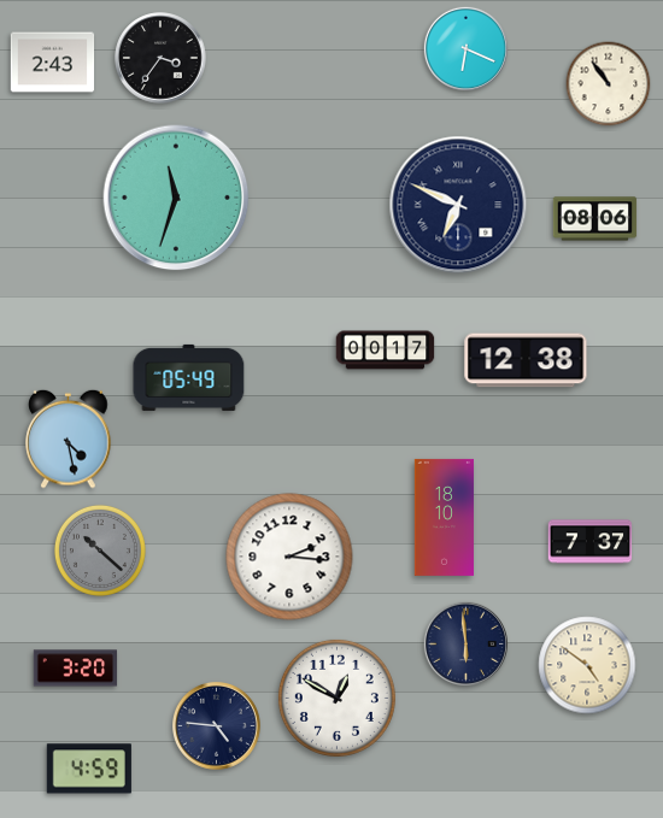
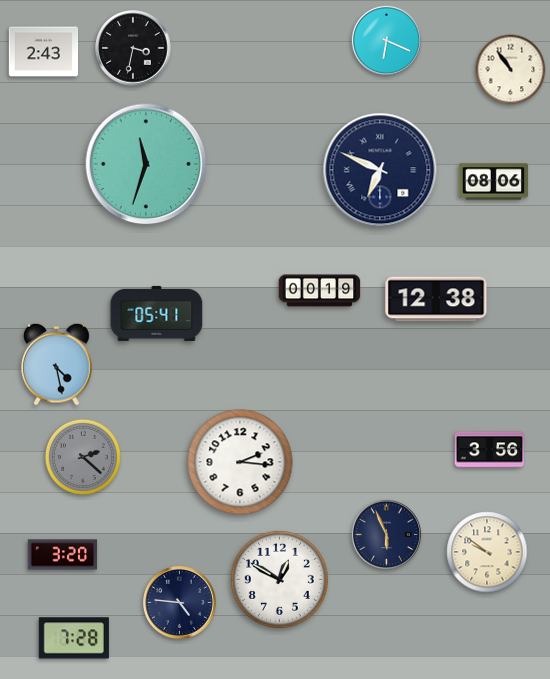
clock at (160, 58): 3:36 -> 3:32
clock at (609, 84) position: (609, 84) -> (511, 70)
clock at (386, 351): 00:17 -> 00:19
clock at (189, 377): 05:49 -> 05:41
clock at (444, 517): 18:10 -> none
clock at (591, 542): 7:37 -> 3:56
clock at (100, 551): 10:22 -> 2:22
clock at (465, 643): 5:59 -> 5:56
clock at (587, 665): 4:51 -> 9:51
clock at (89, 769): 4:59 -> 7:28
